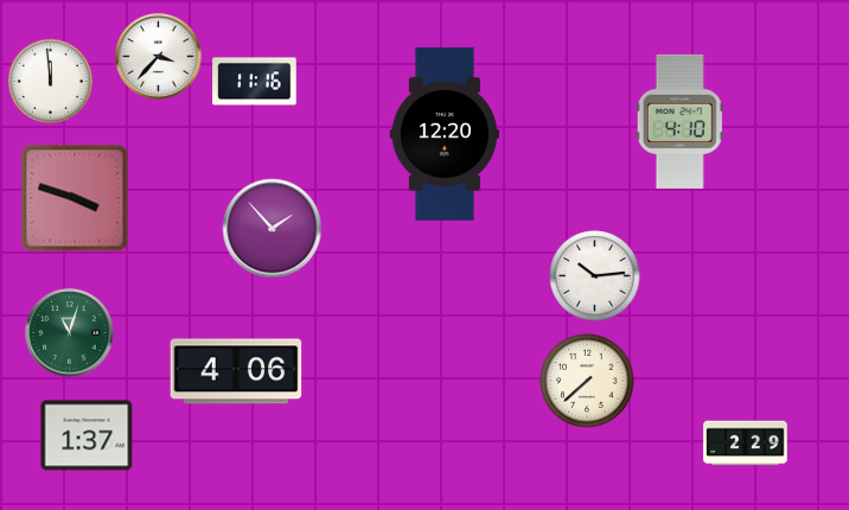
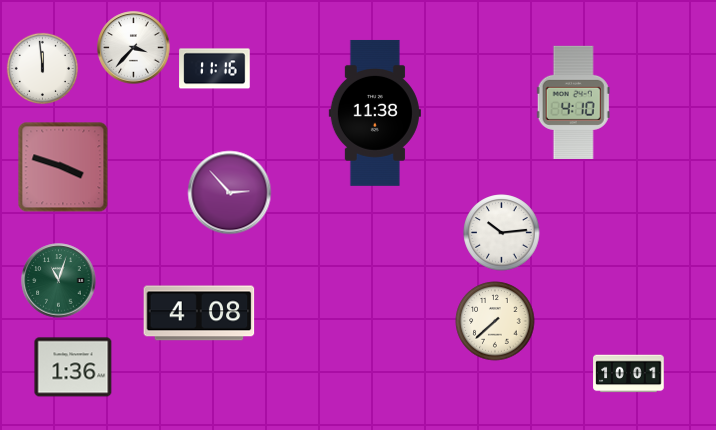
clock at (445, 134): 12:20 -> 11:38
clock at (273, 229): 1:53 -> 2:53
clock at (236, 371): 4:06 -> 4:08
clock at (87, 435): 1:37 -> 1:36
clock at (746, 444): 2:29 -> 10:01
